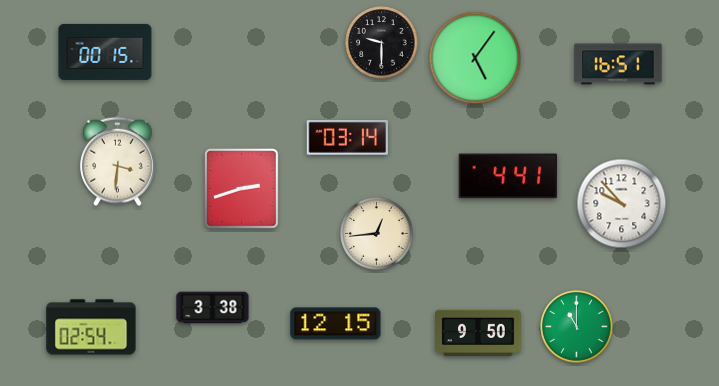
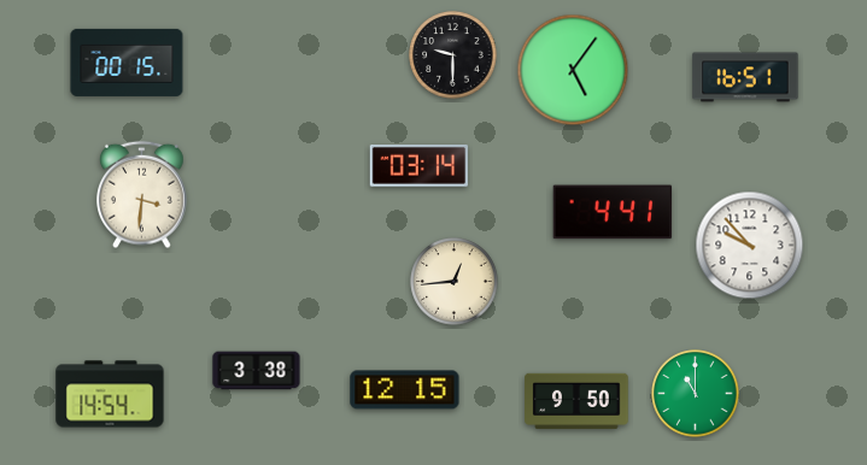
clock at (382, 43) position: (382, 43) -> (453, 55)
clock at (242, 189): 2:42 -> none
clock at (91, 327): 02:54 -> 14:54
